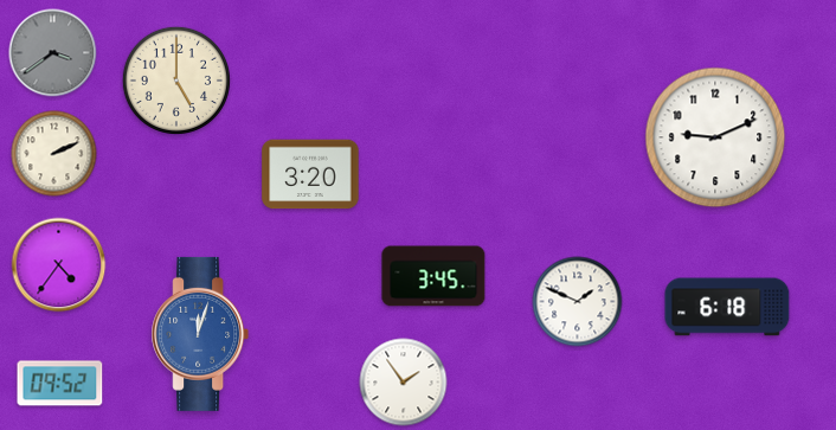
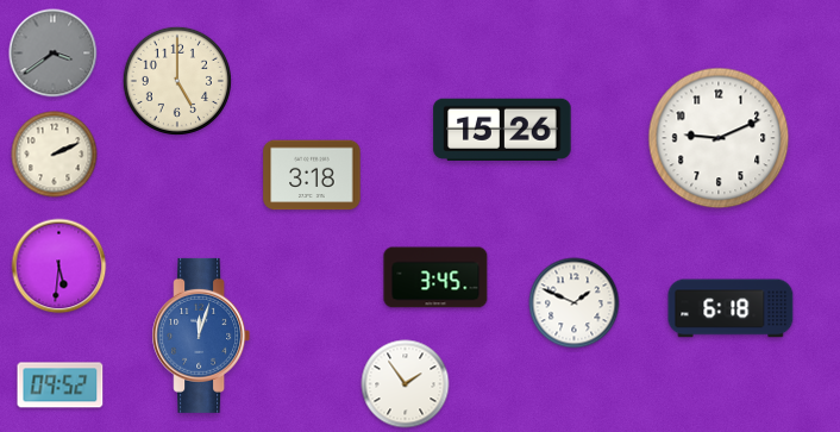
clock at (502, 129): none -> 15:26
clock at (310, 174): 3:20 -> 3:18
clock at (59, 265): 4:36 -> 5:31
clock at (578, 302) position: (578, 302) -> (575, 303)
